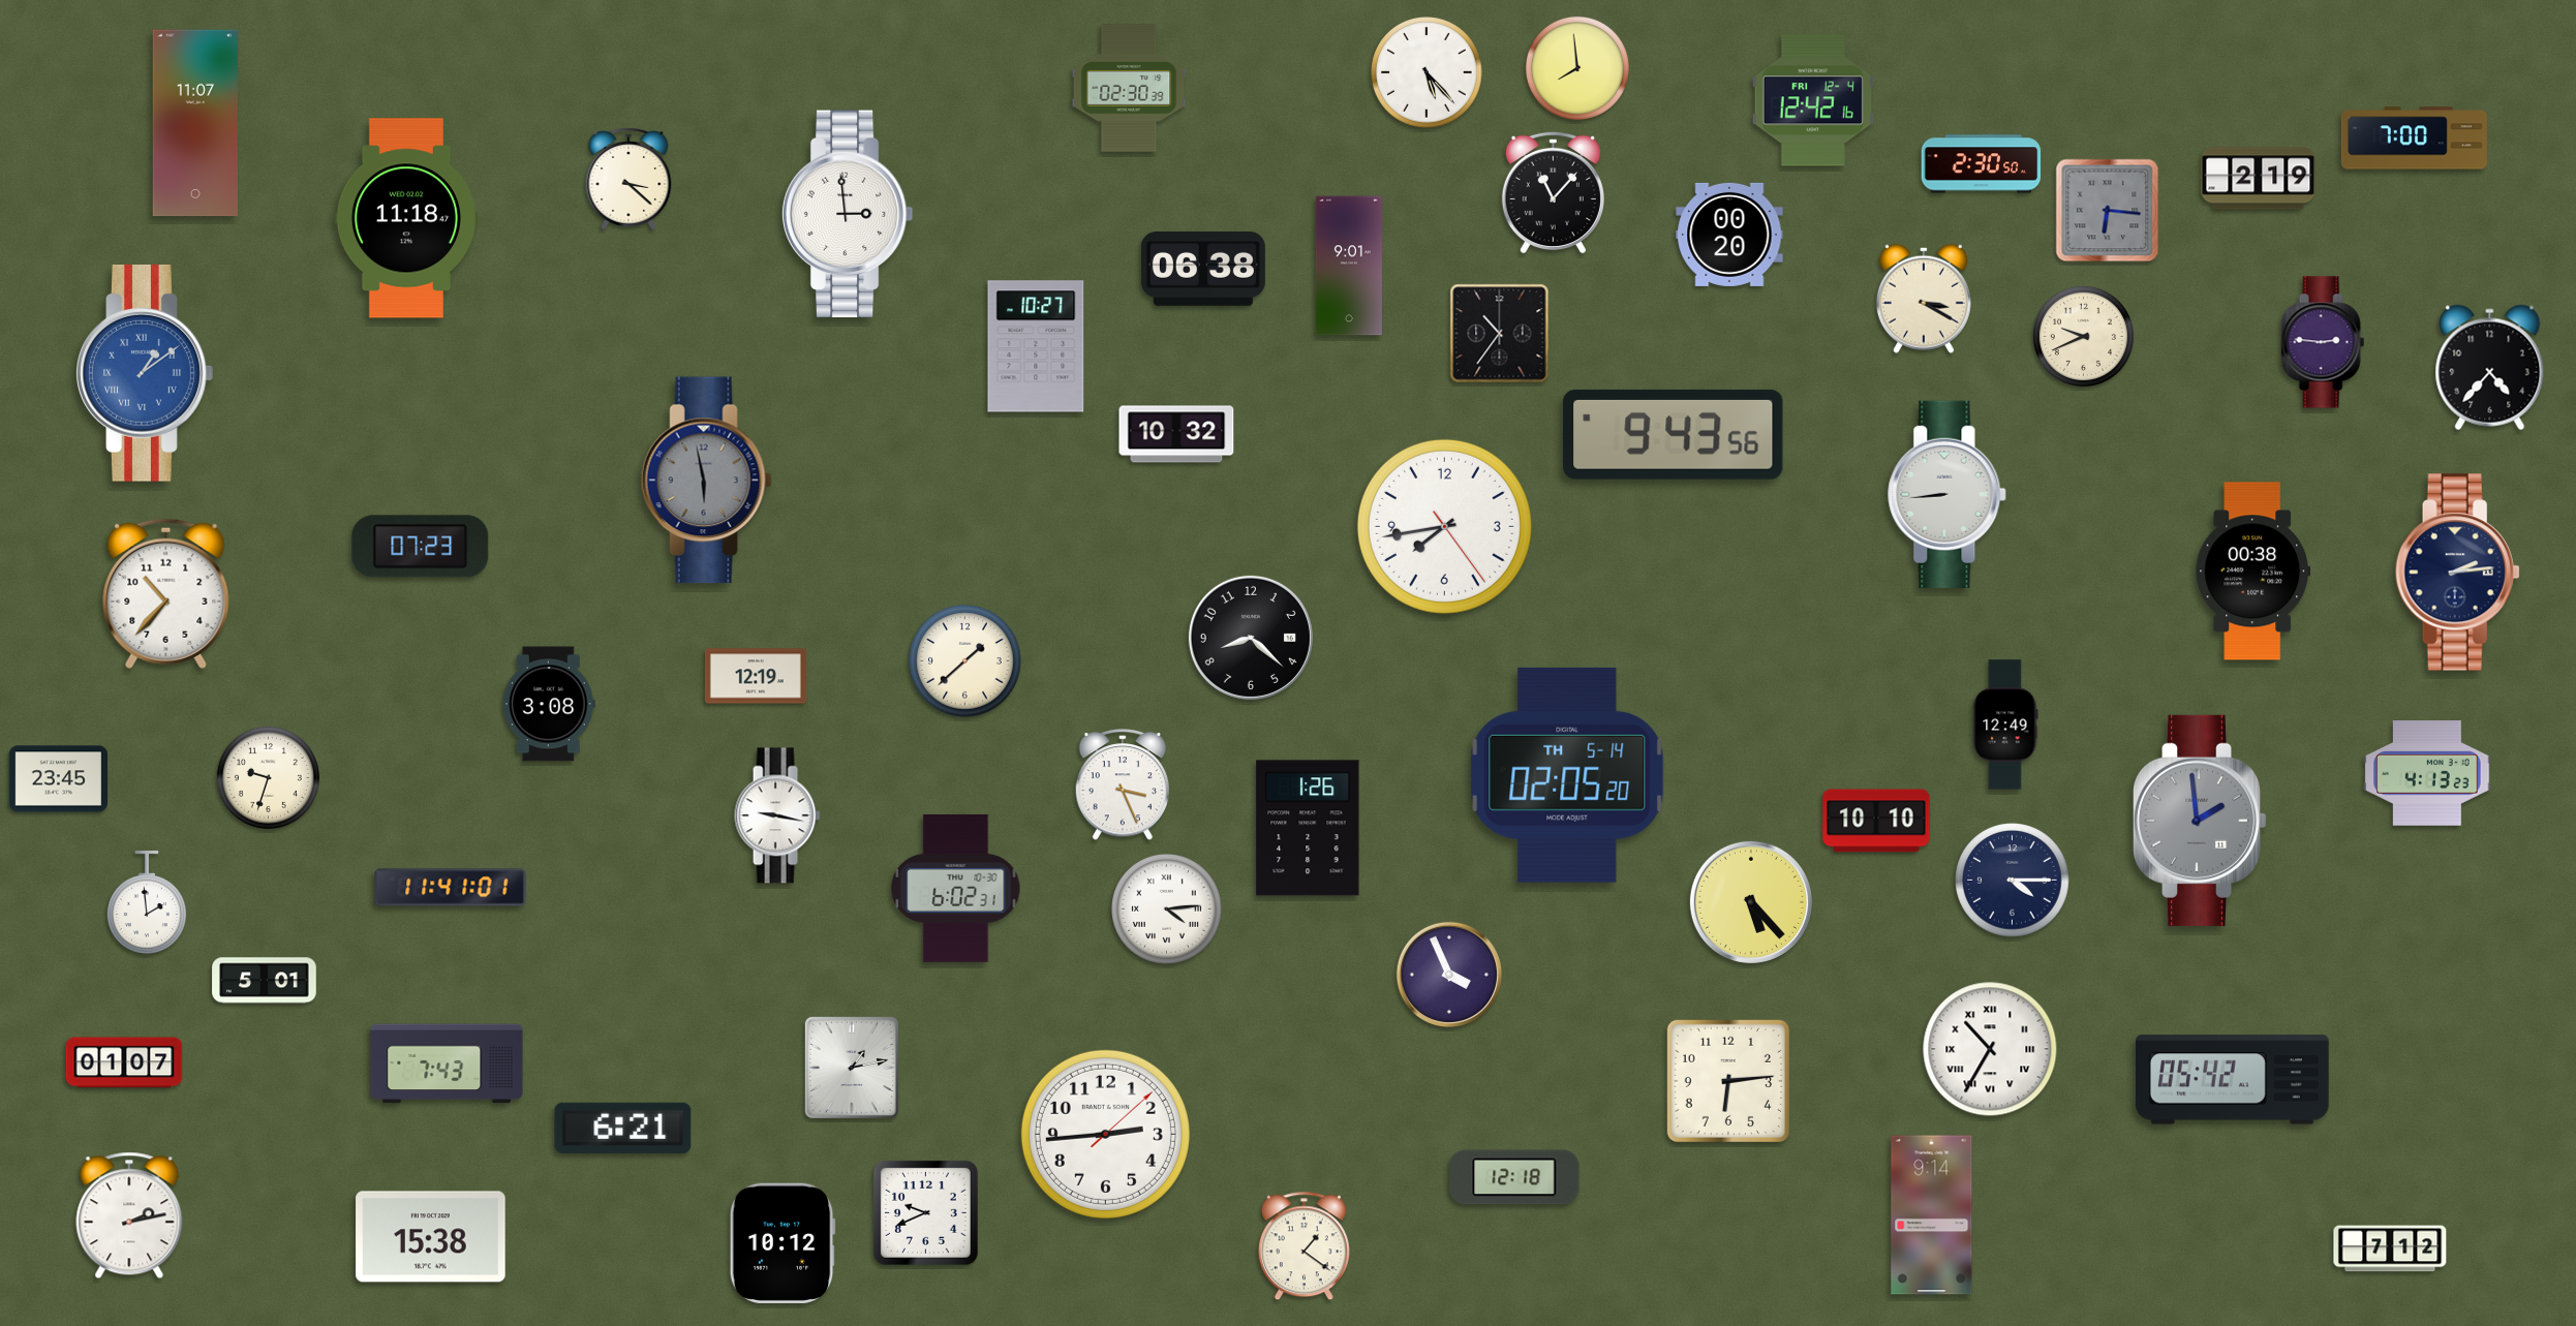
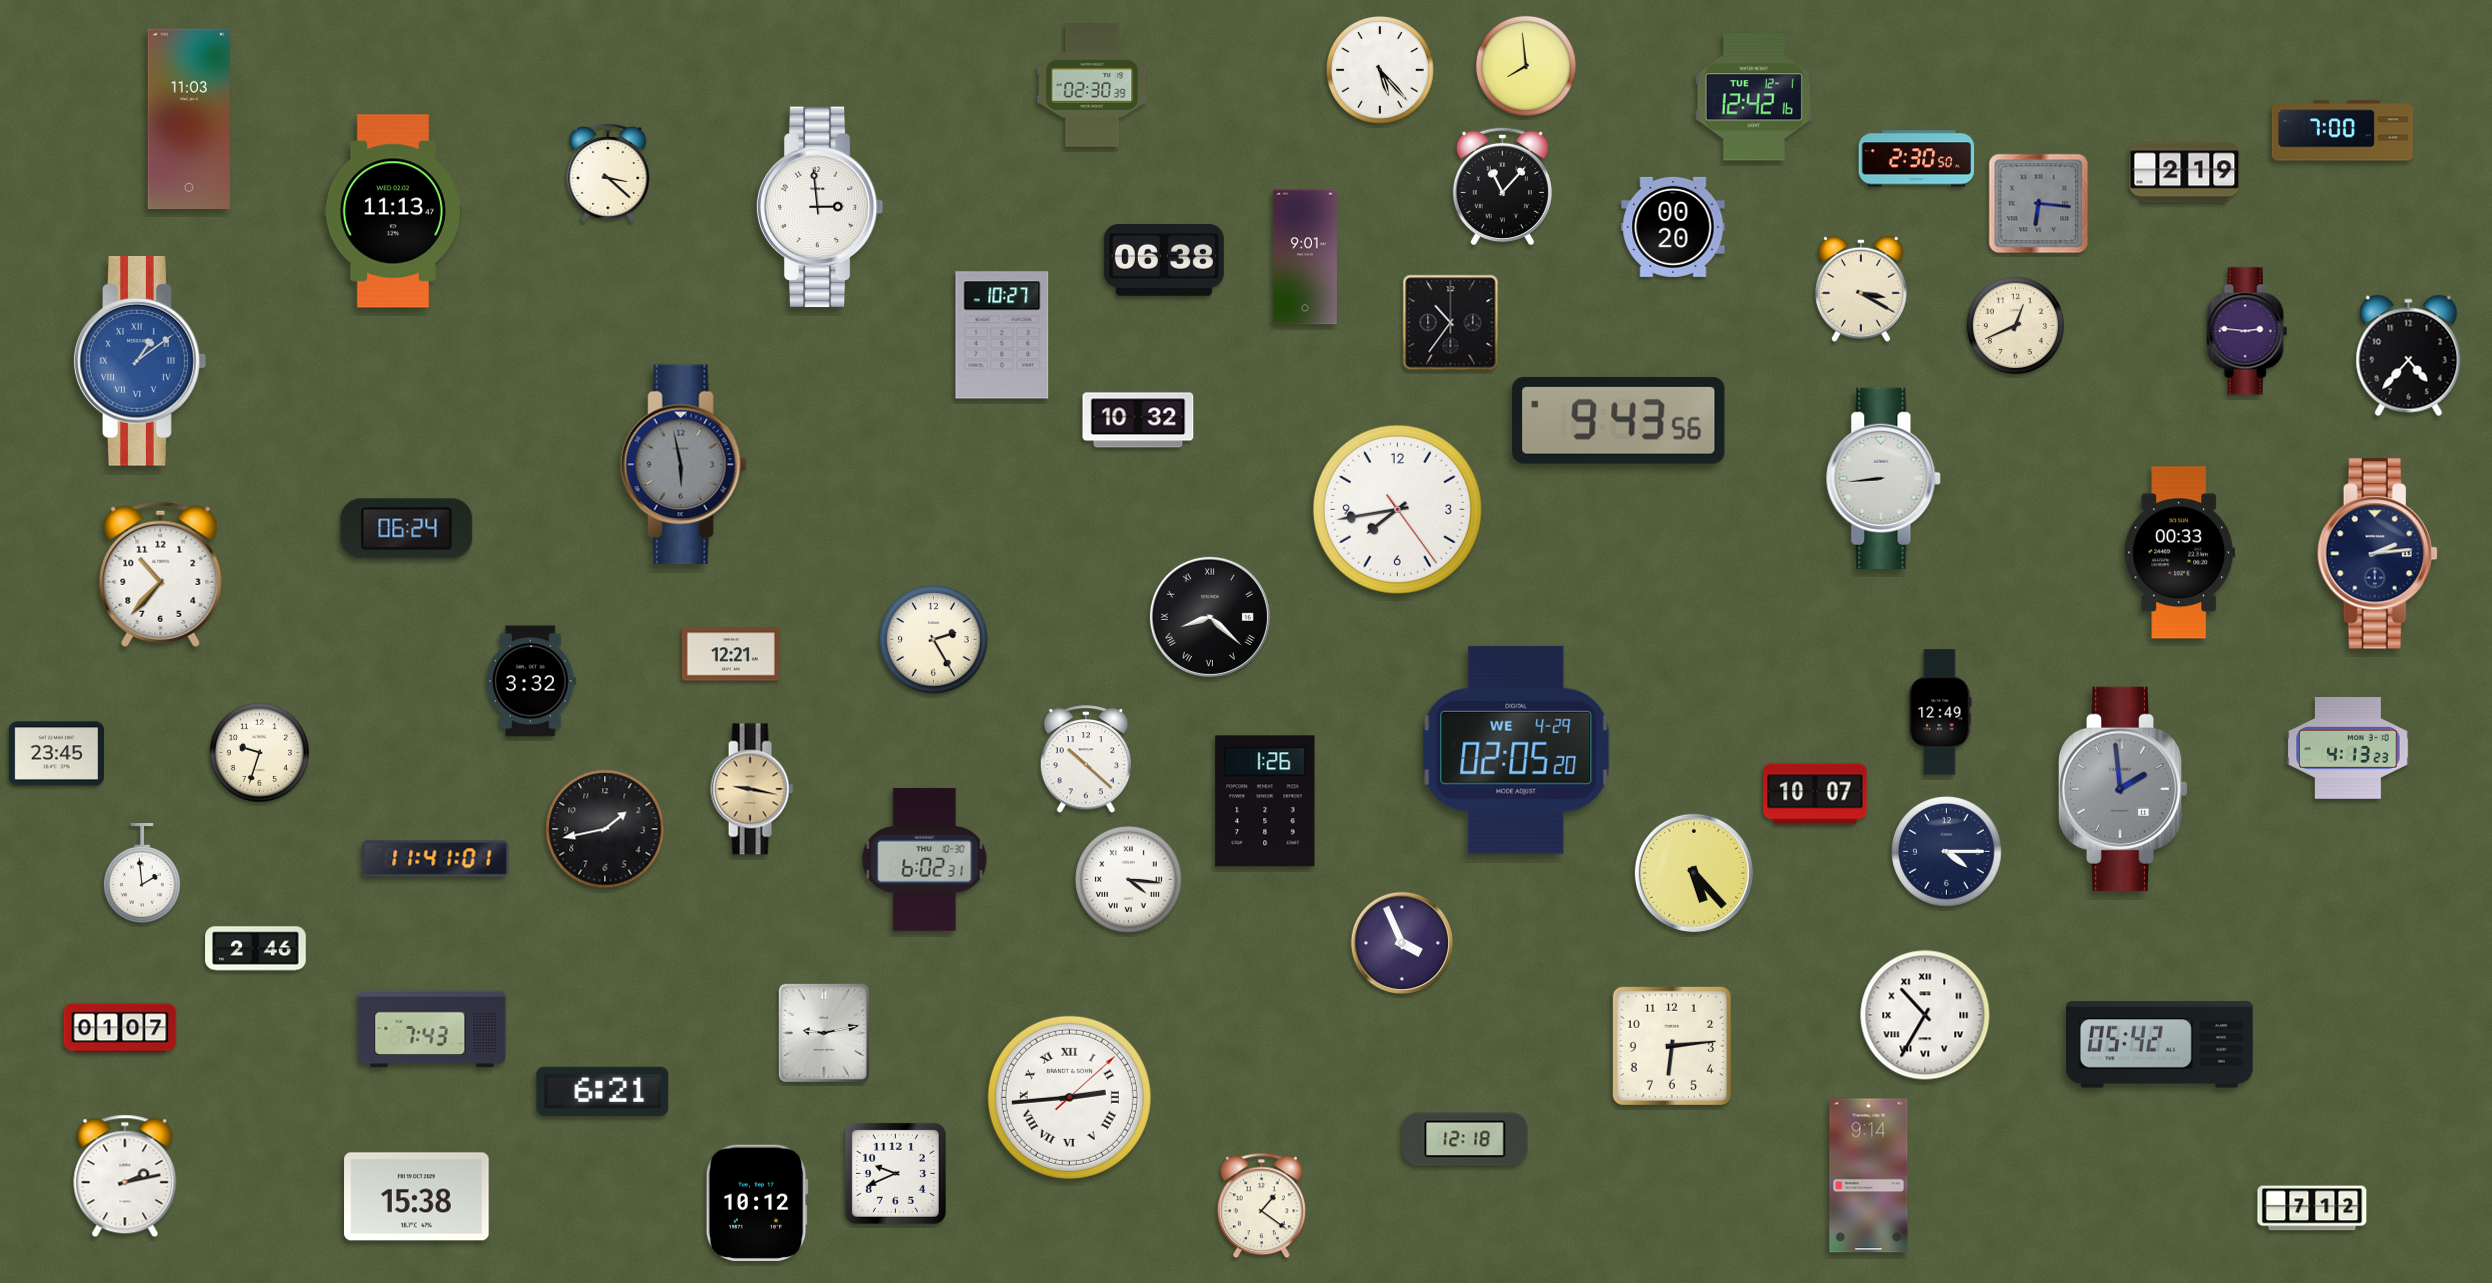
clock at (1813, 100) date: FRI 12-4 -> TUE 12-1
clock at (195, 123): 11:07 -> 11:03
clock at (2414, 138) position: (2414, 138) -> (2342, 131)
clock at (406, 218): 11:18 -> 11:13
clock at (2083, 336): 9:41 -> 12:41
clock at (421, 547): 07:23 -> 06:24
clock at (2253, 572): 00:38 -> 00:33
clock at (1251, 638) numerals: Arabic -> Roman
clock at (965, 661): 1:38 -> 2:25
clock at (756, 676): 12:19 -> 12:21
clock at (549, 704): 3:08 -> 3:32
clock at (2005, 724) position: (2005, 724) -> (1940, 712)
clock at (1567, 775) date: TH 5-14 -> WE 4-29
clock at (1122, 785): 3:26 -> 10:22
clock at (777, 815) dial: white -> champagne
clock at (1876, 821): 10:10 -> 10:07
clock at (2200, 821) position: (2200, 821) -> (2123, 789)
clock at (605, 829): none -> 1:43
clock at (1167, 909): 4:14 -> 4:16
clock at (265, 981): 5:01 -> 2:46
clock at (852, 1068): 1:13 -> 9:13
clock at (1105, 1134) numerals: Arabic -> Roman
